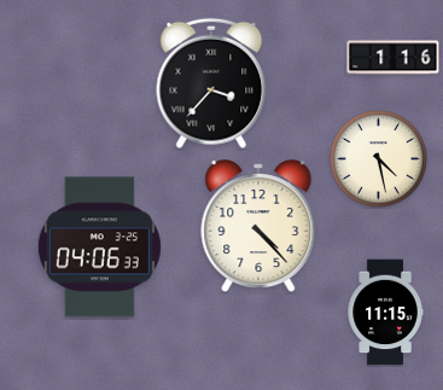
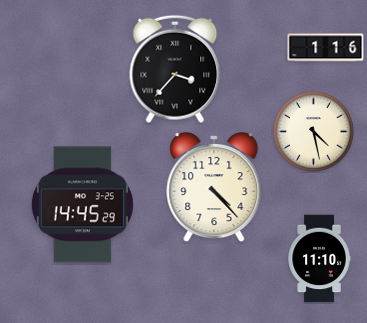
clock at (99, 248): 04:06 -> 14:45
clock at (385, 313): 11:15 -> 11:10
